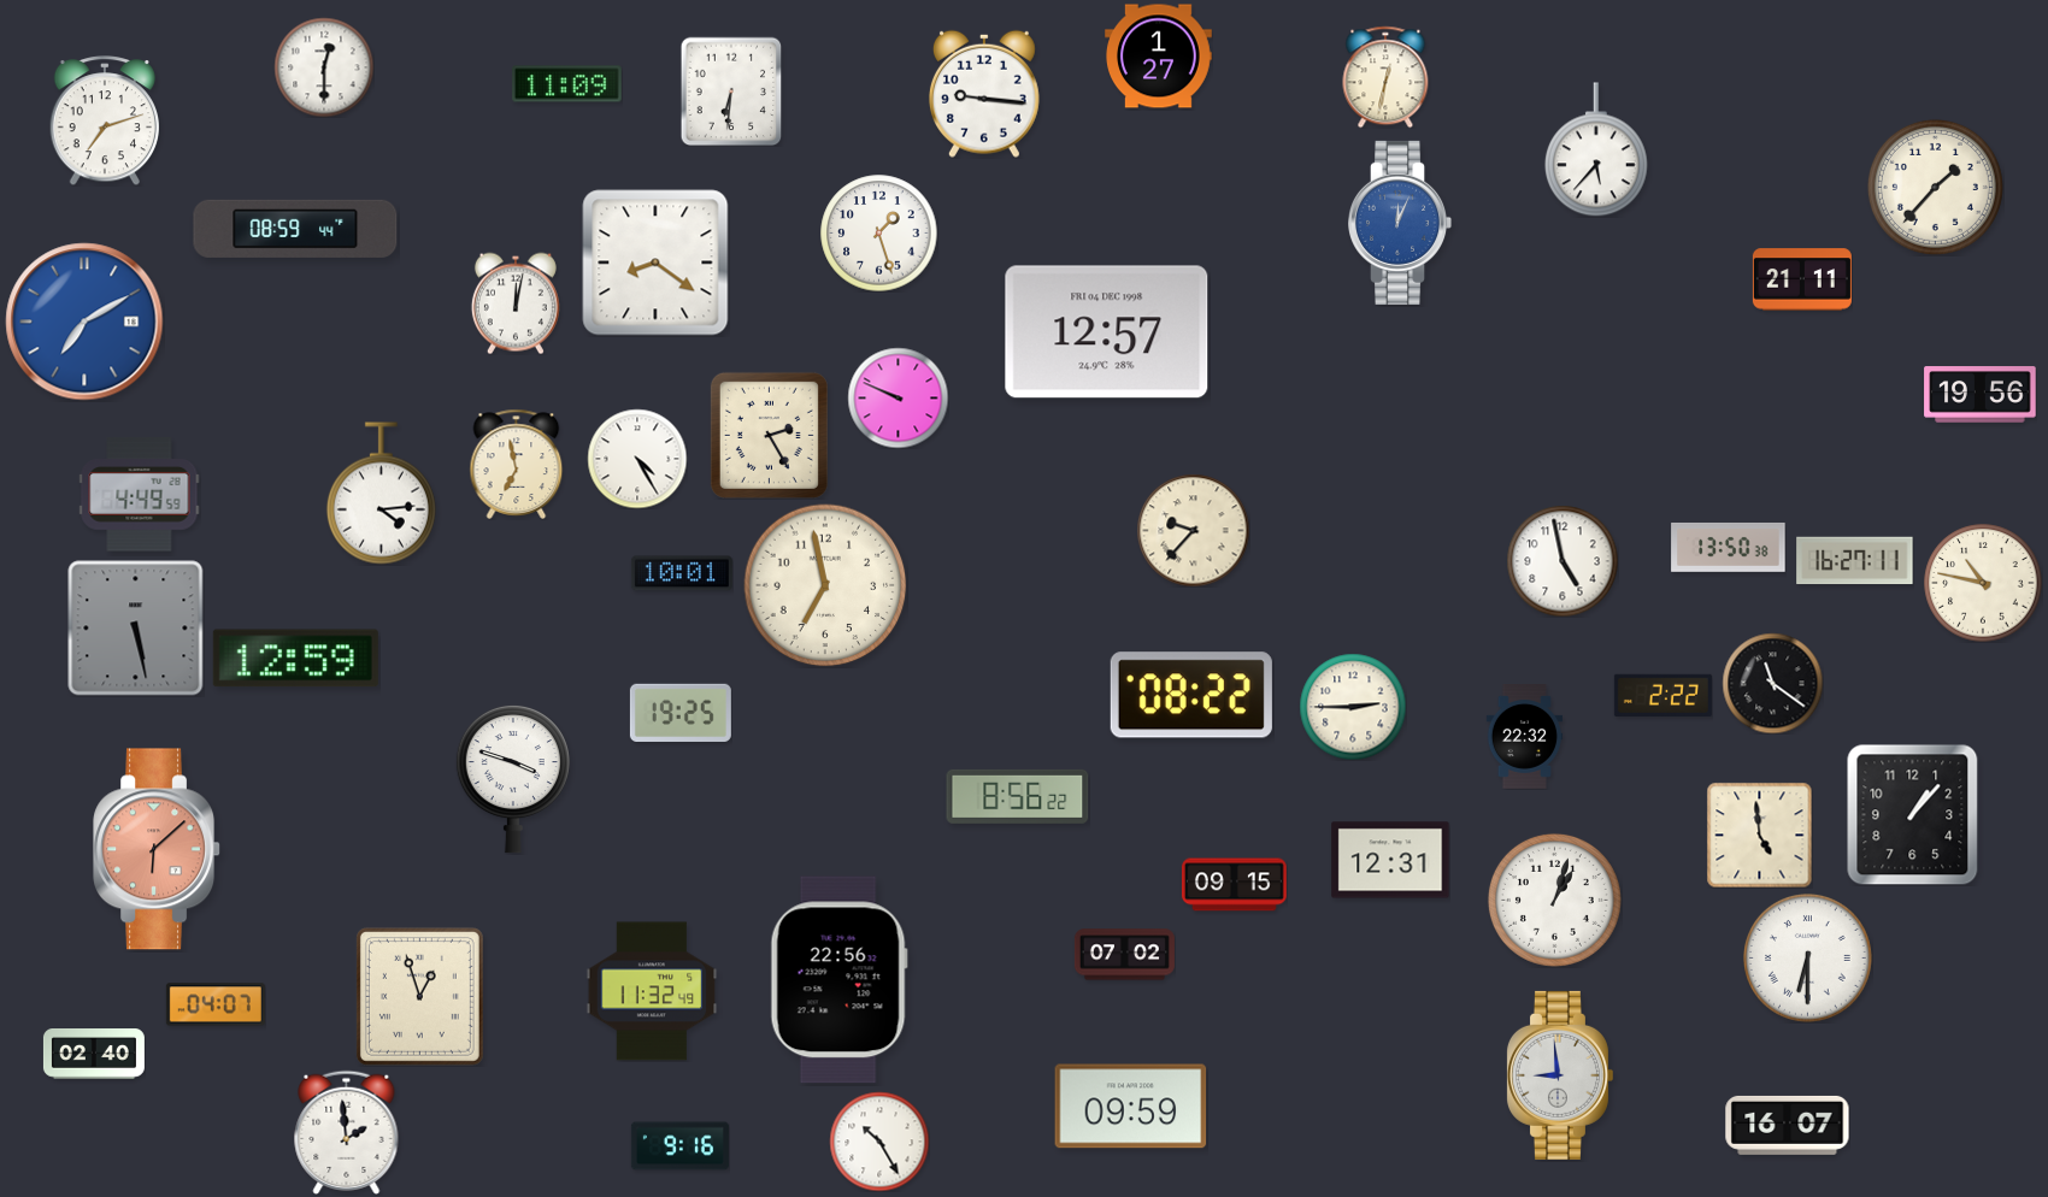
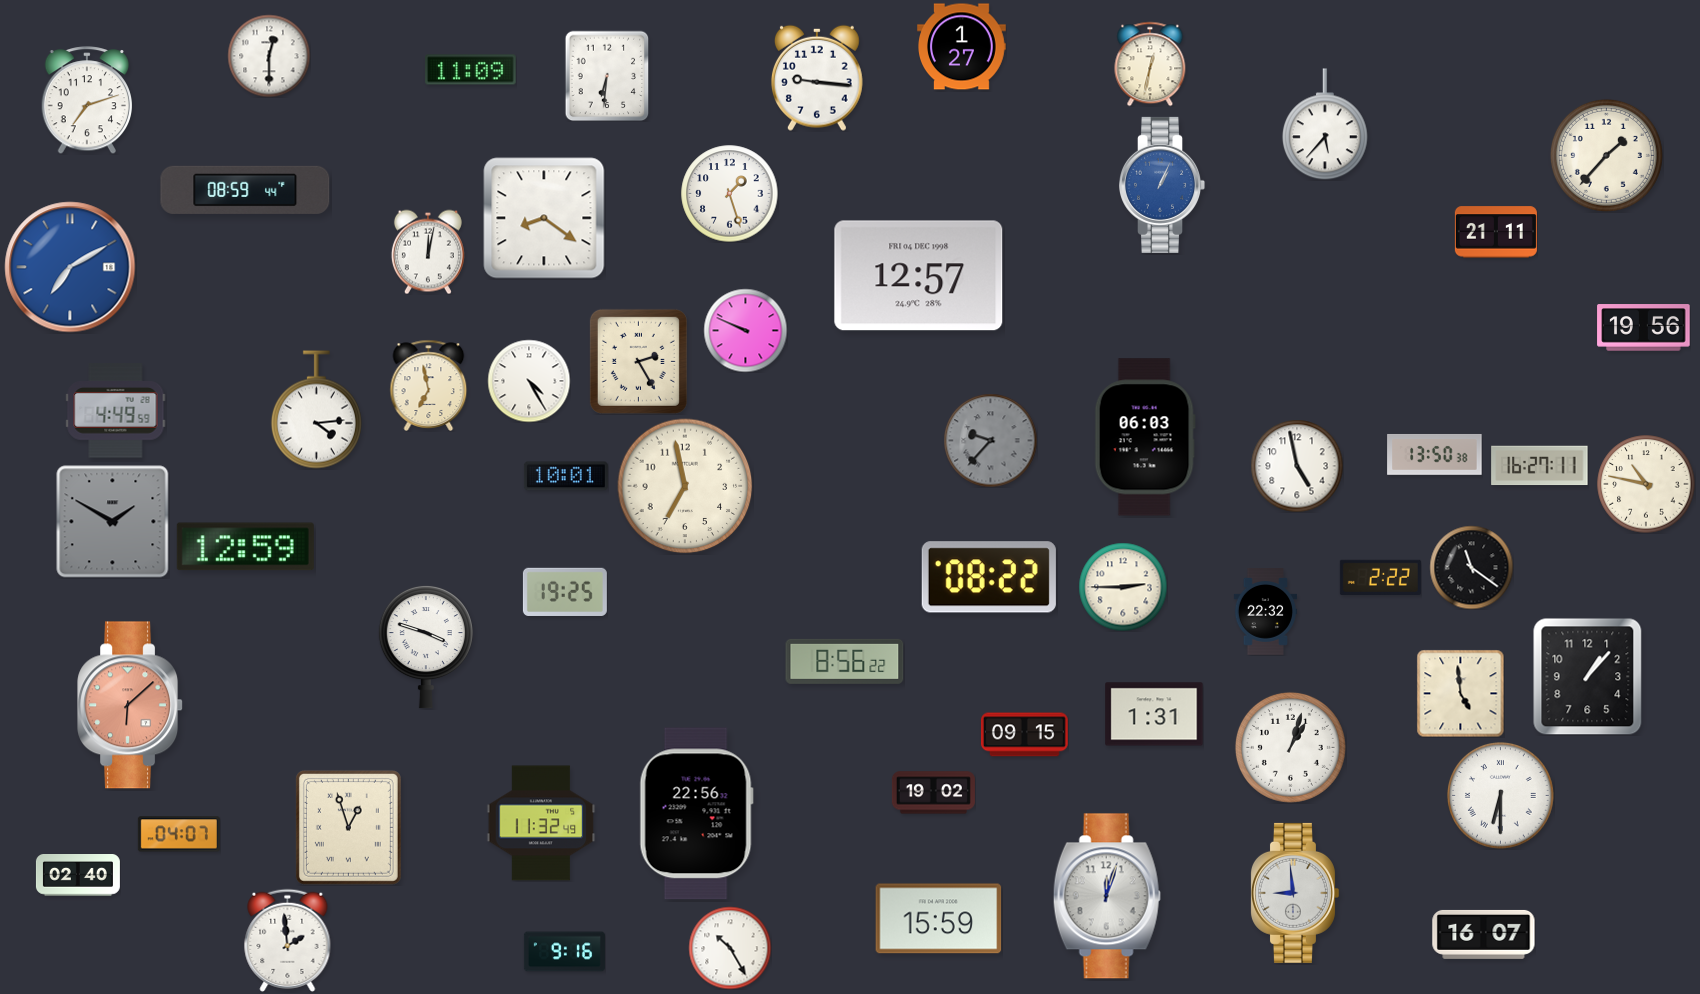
clock at (1401, 223): 12:04 -> 1:04
clock at (1145, 437): none -> 06:03
clock at (1193, 530) dial: cream -> grey
clock at (136, 629): 5:28 -> 1:50
clock at (1390, 860): 12:31 -> 1:31
clock at (1124, 955): 07:02 -> 19:02
clock at (1107, 896): none -> 12:03
clock at (1131, 1107): 09:59 -> 15:59
